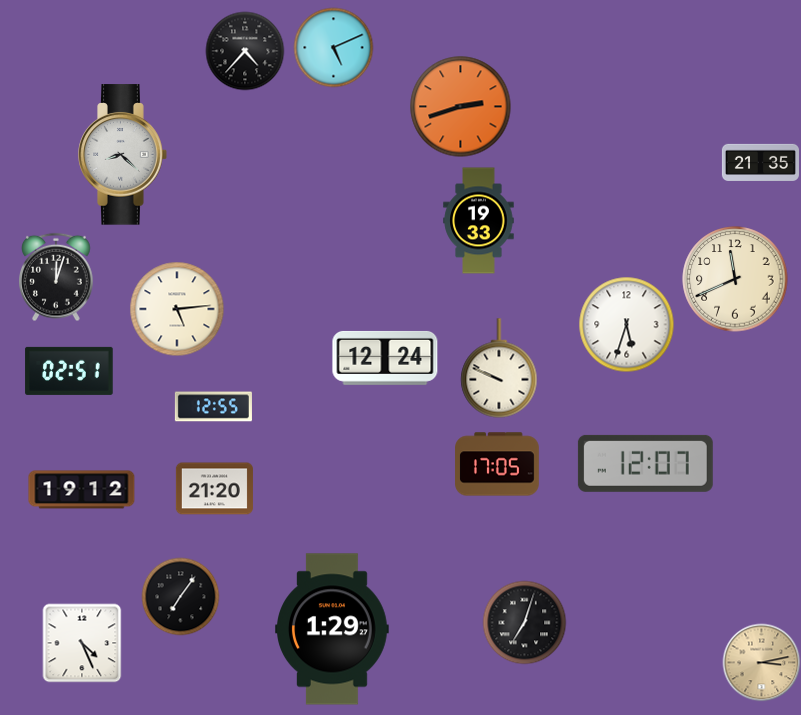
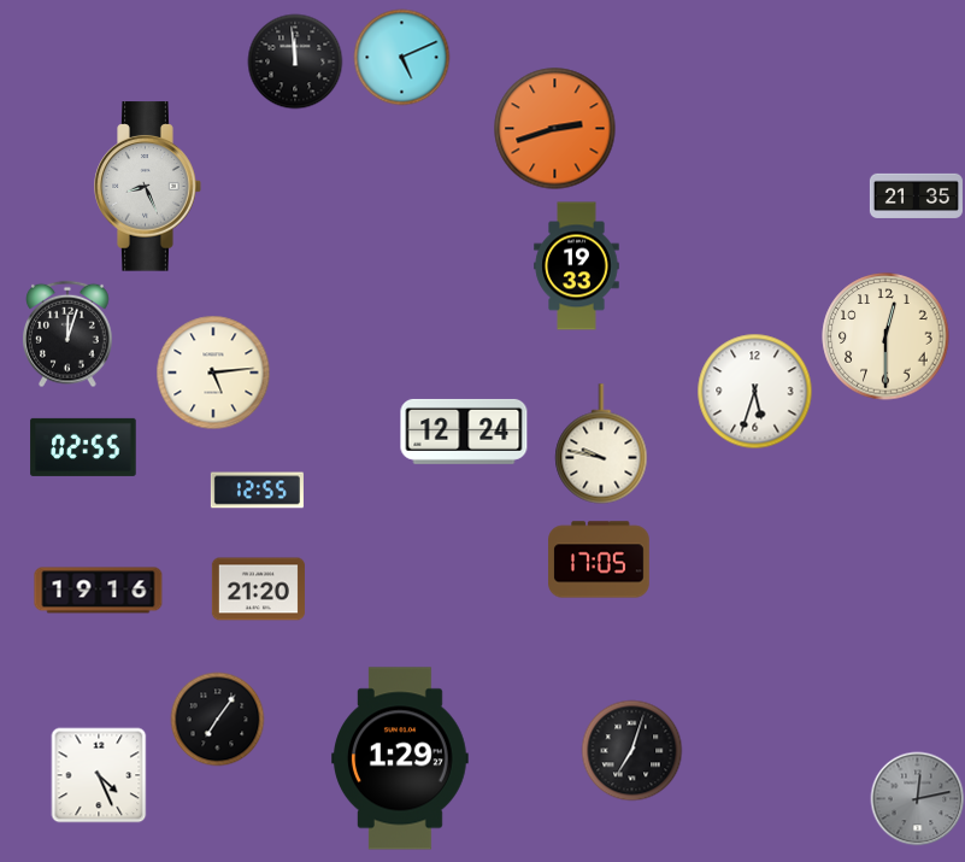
clock at (245, 51): 4:37 -> 11:59
clock at (123, 155): 8:22 -> 8:26
clock at (735, 279): 11:41 -> 12:30
clock at (499, 368): 9:49 -> 9:47
clock at (69, 371): 02:51 -> 02:55
clock at (645, 463): 12:07 -> none
clock at (82, 490): 19:12 -> 19:16
clock at (761, 662): 3:13 -> 12:13
clock at (761, 662) dial: champagne -> grey
